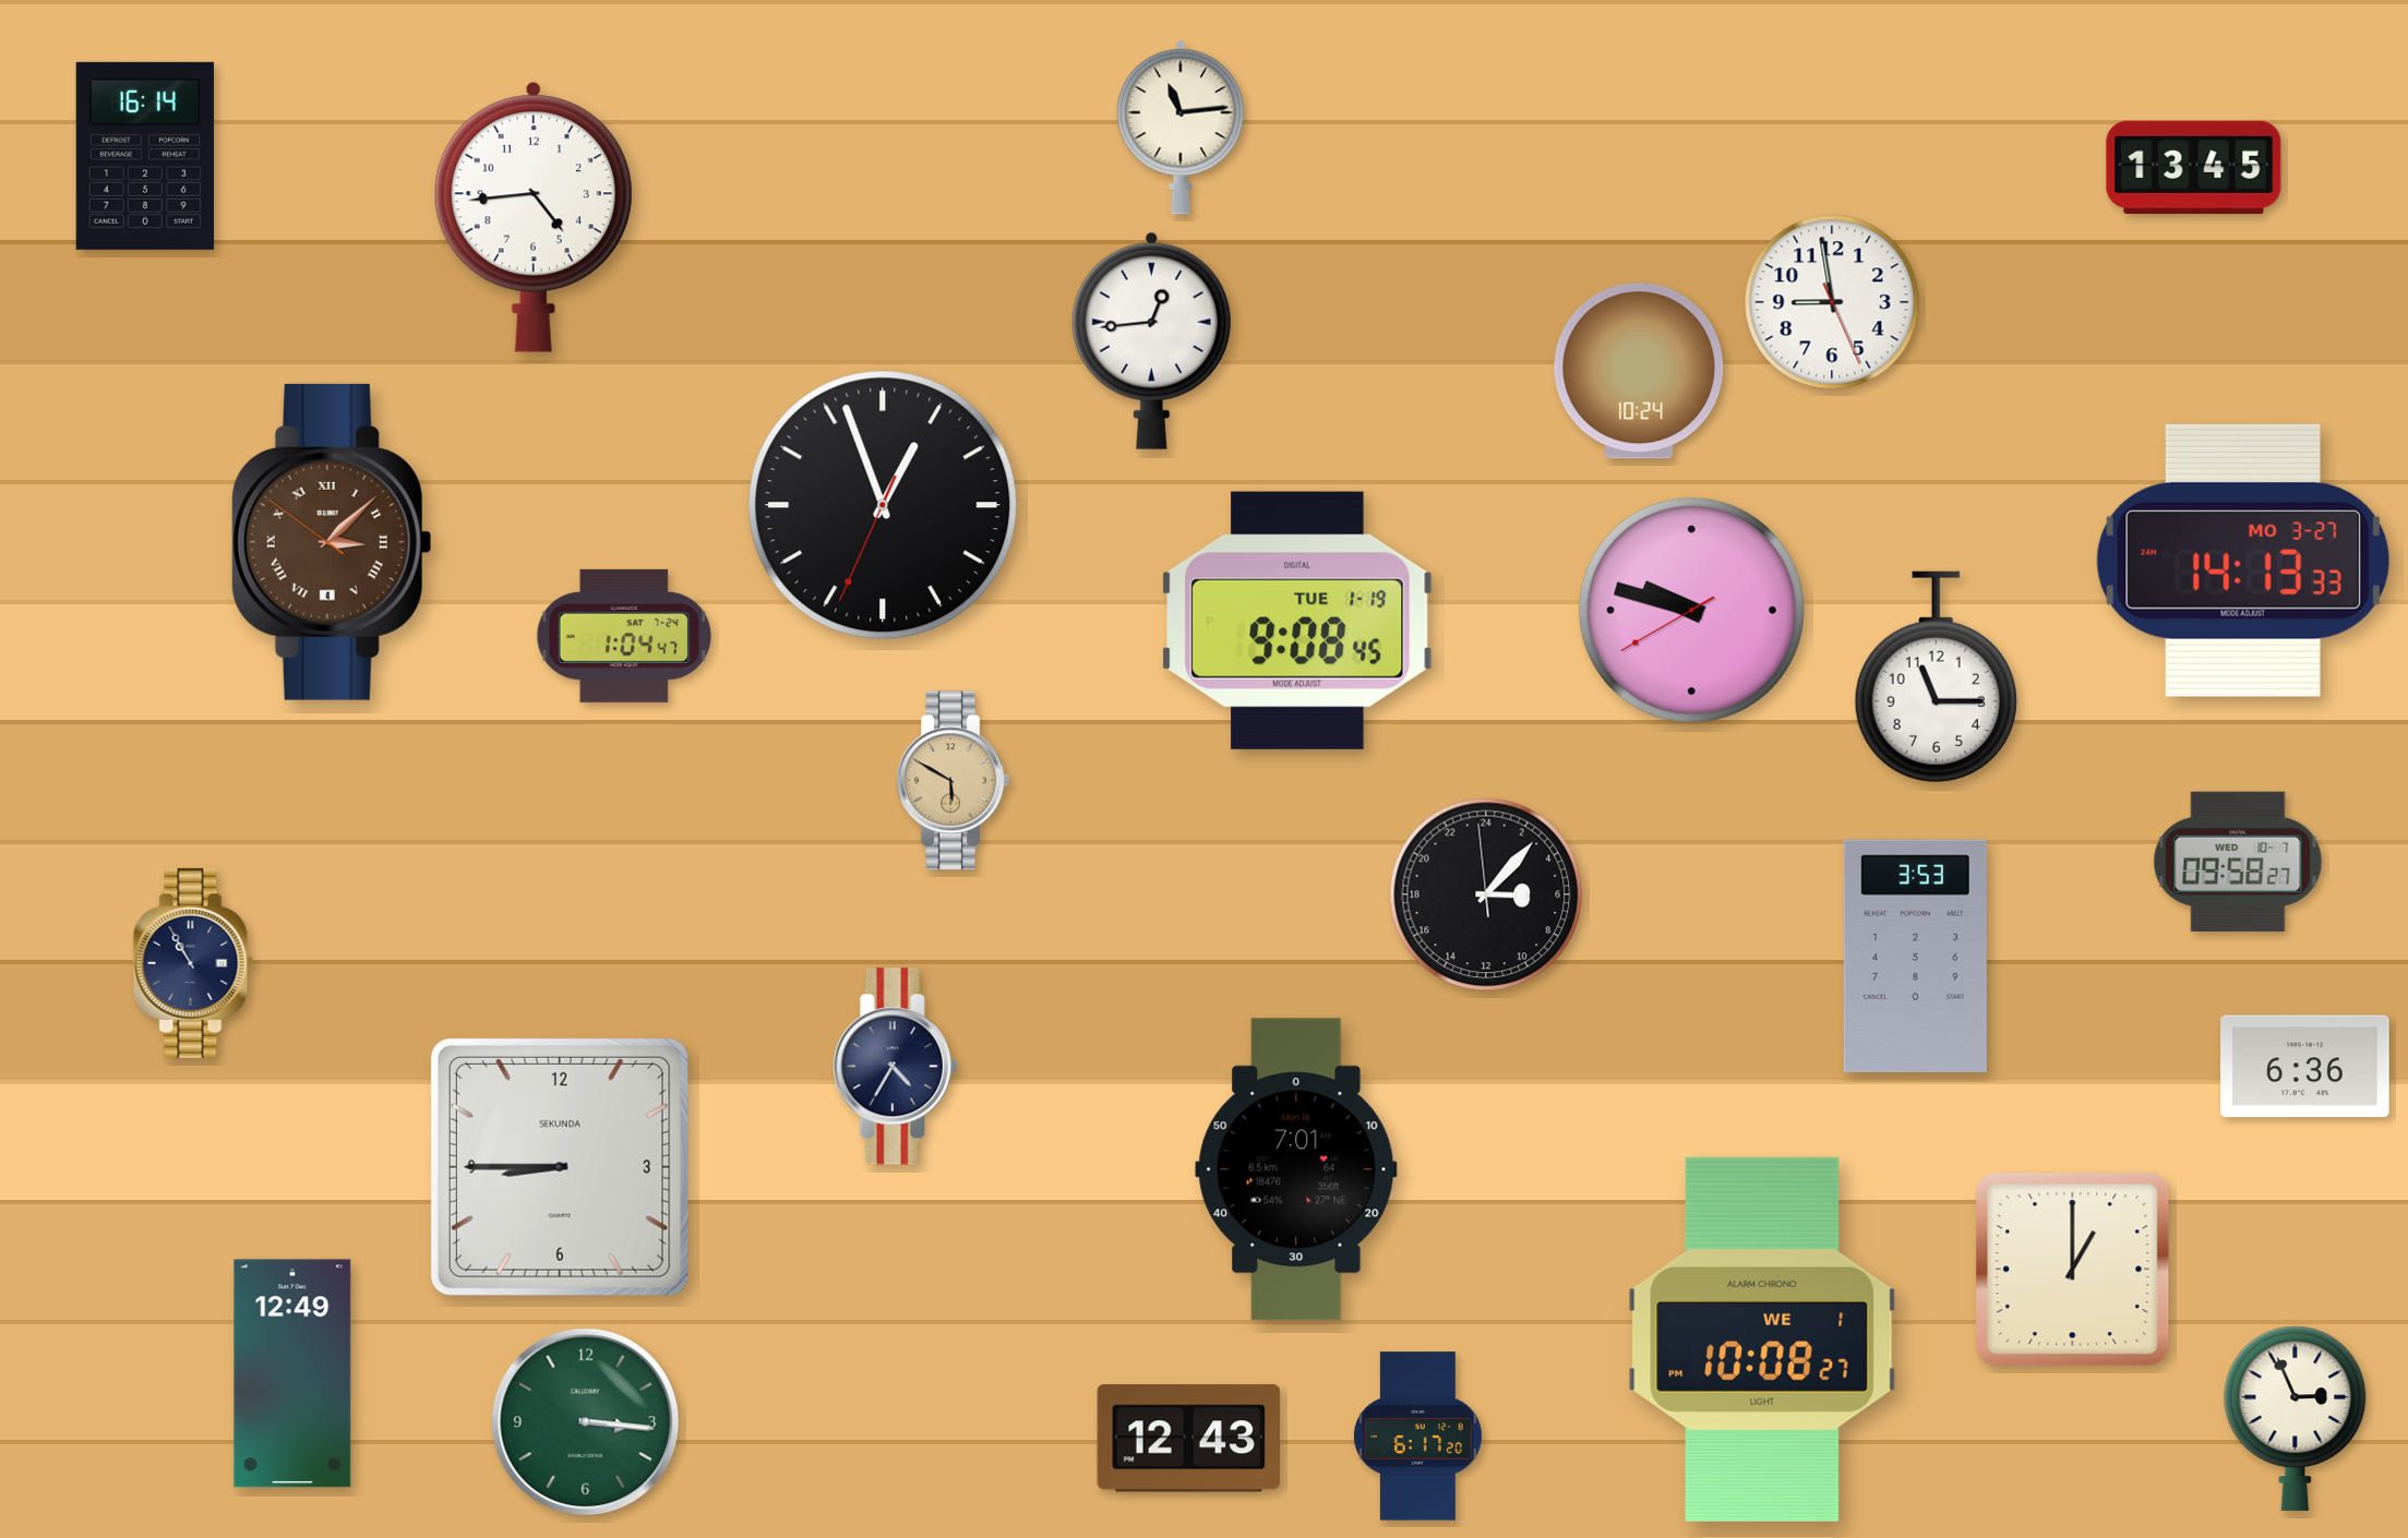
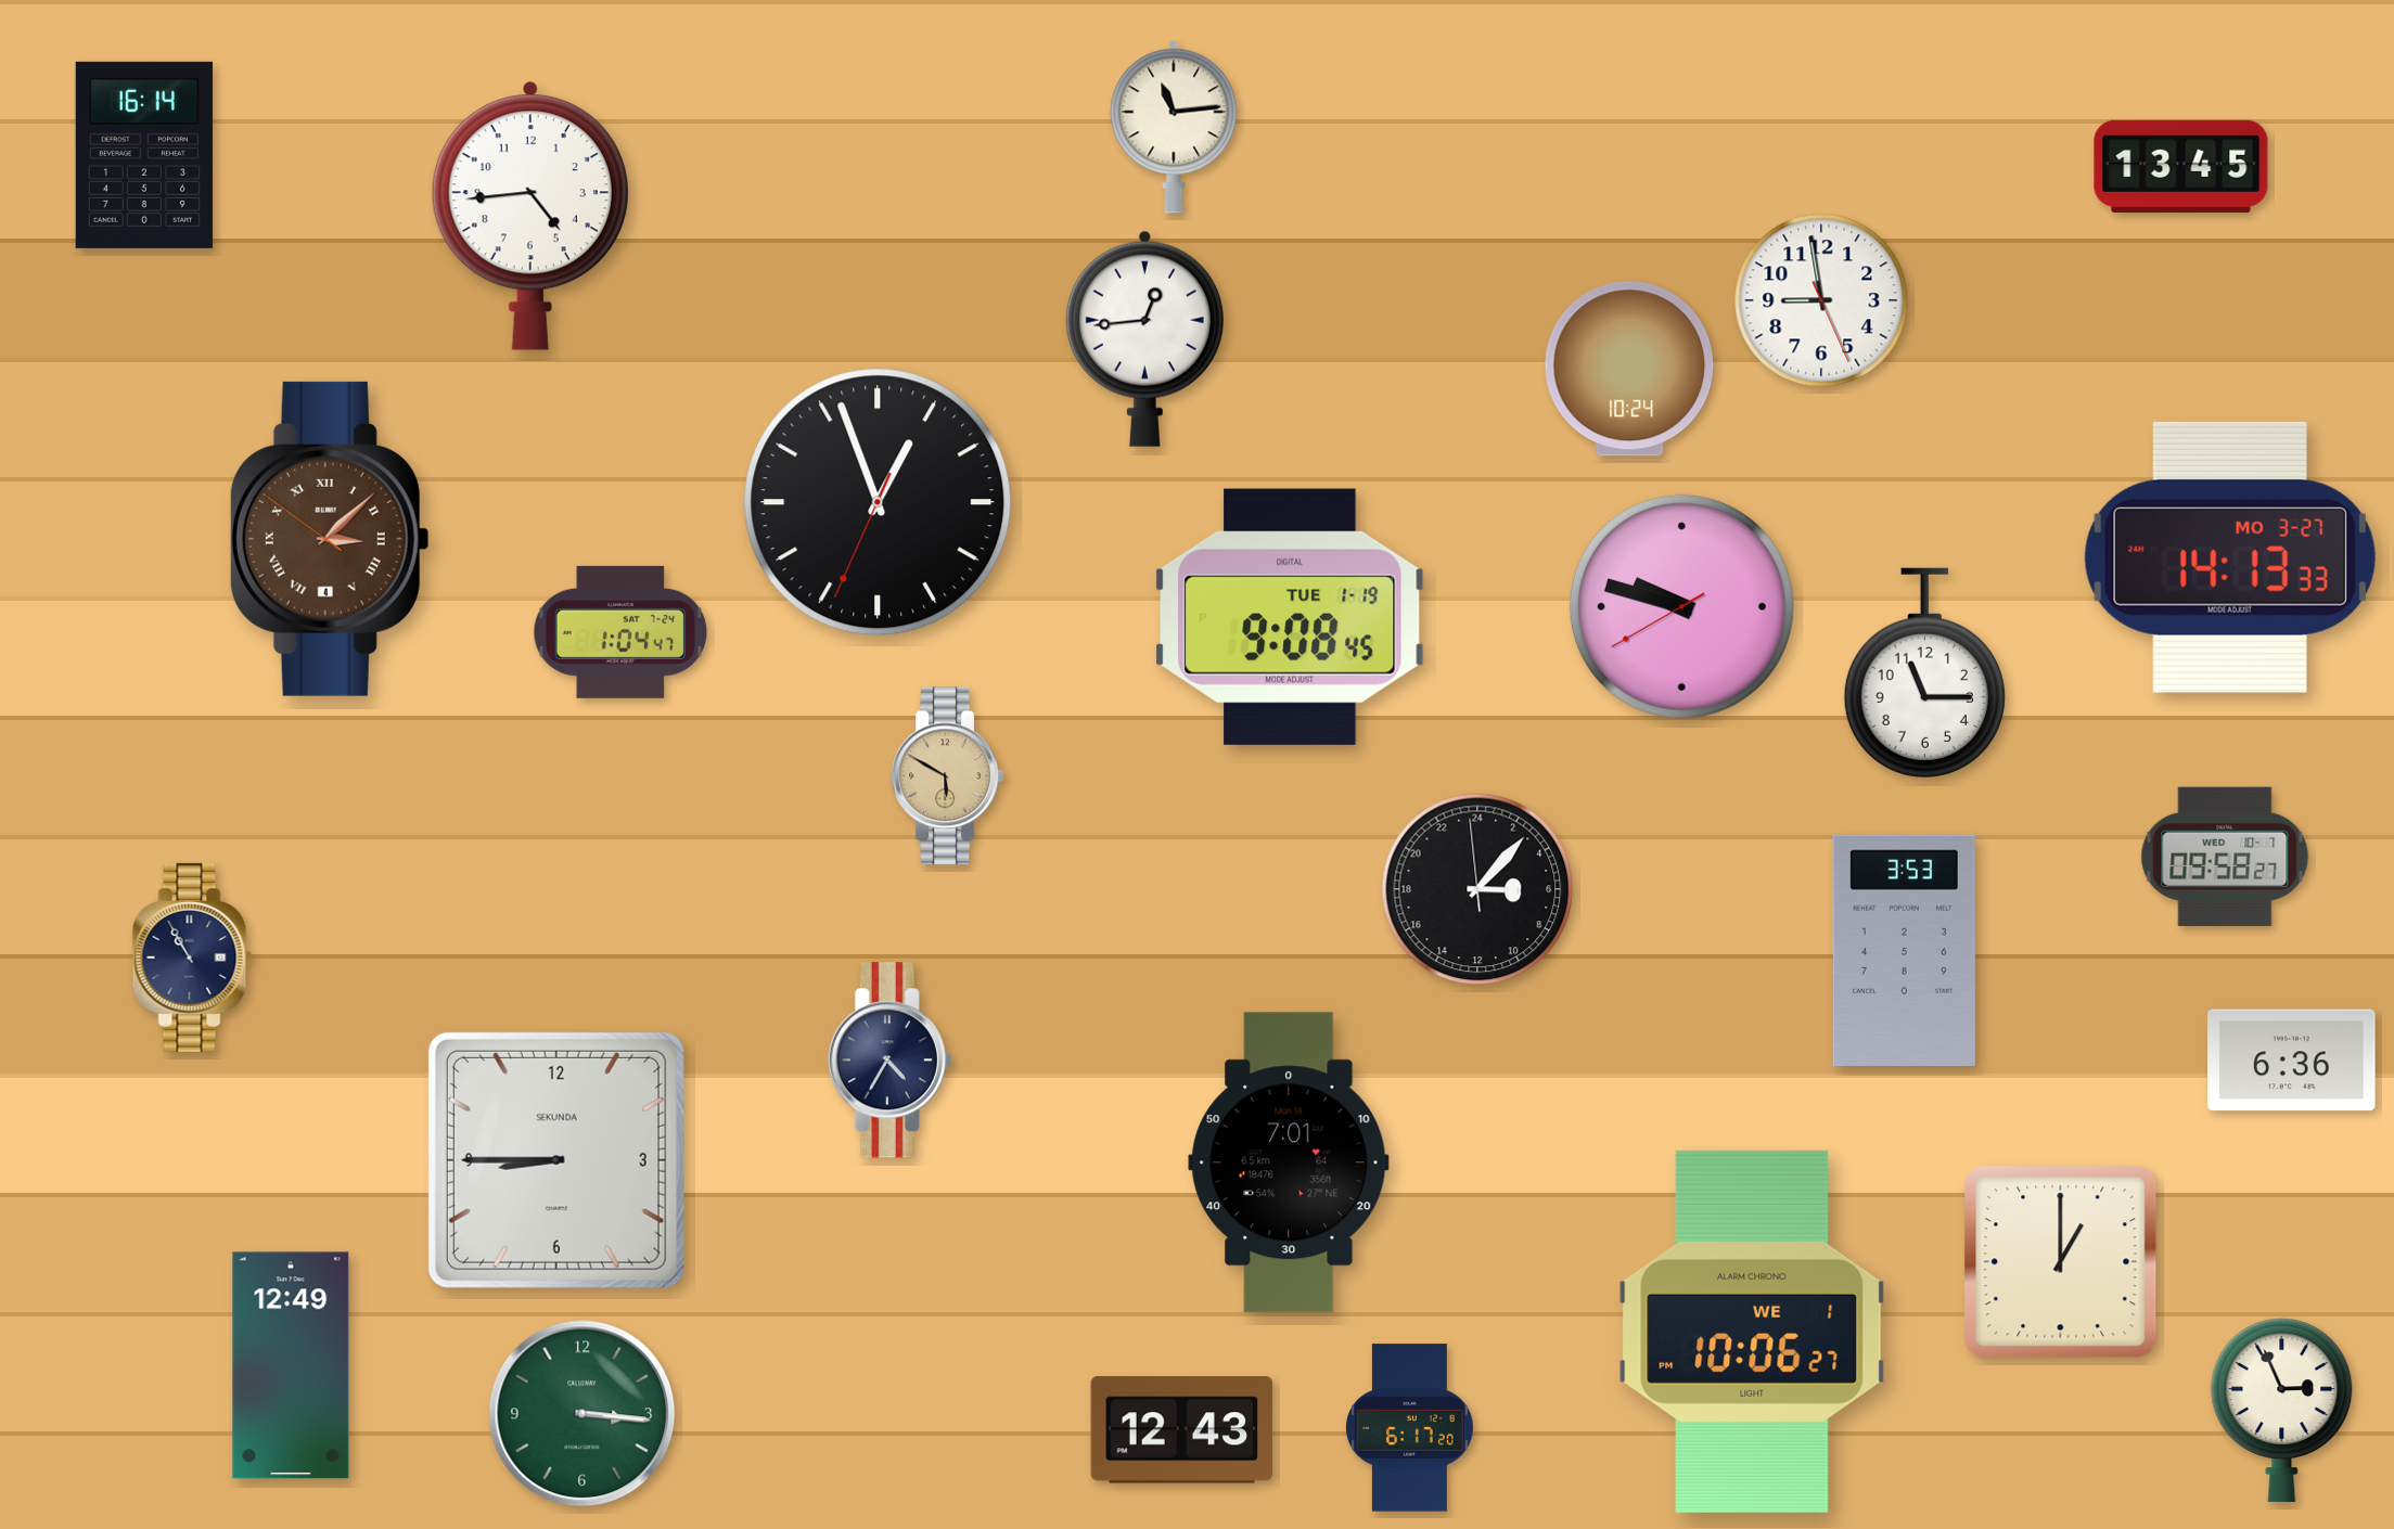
clock at (1762, 1339): 10:08 -> 10:06
